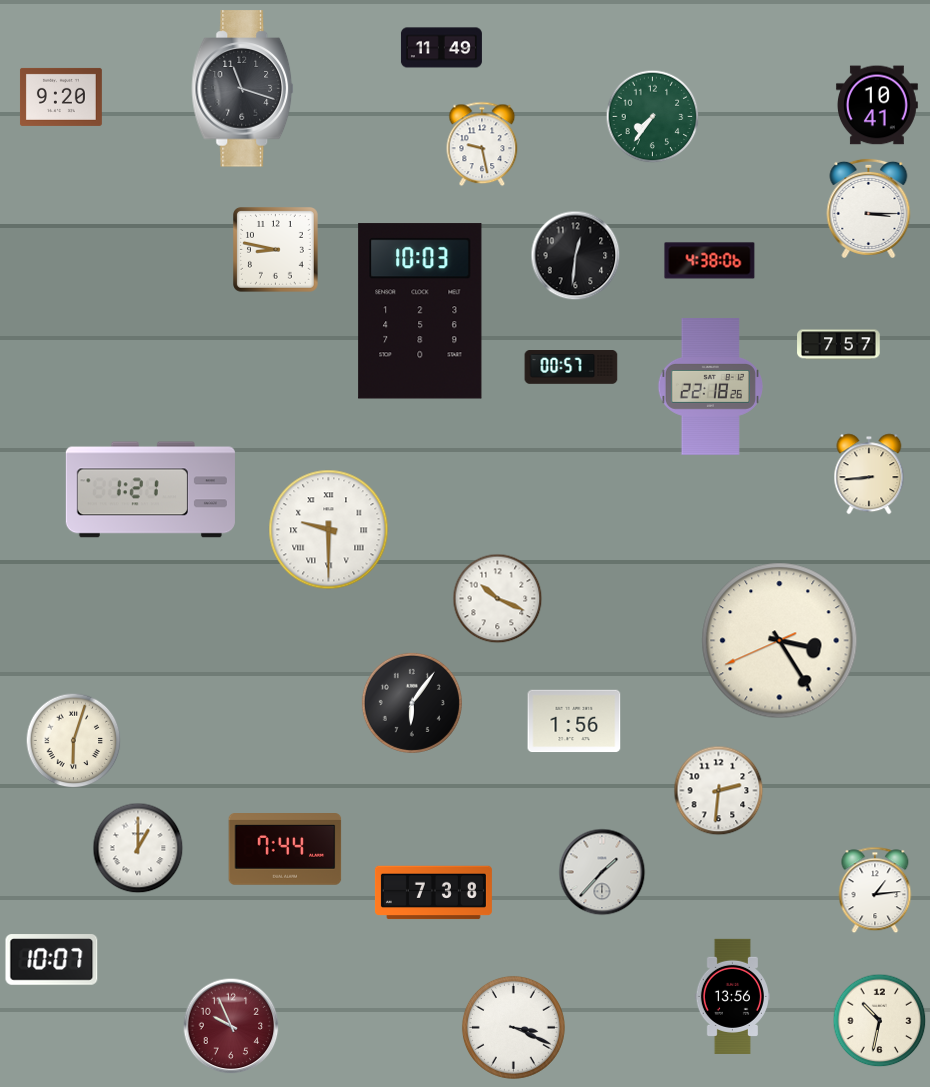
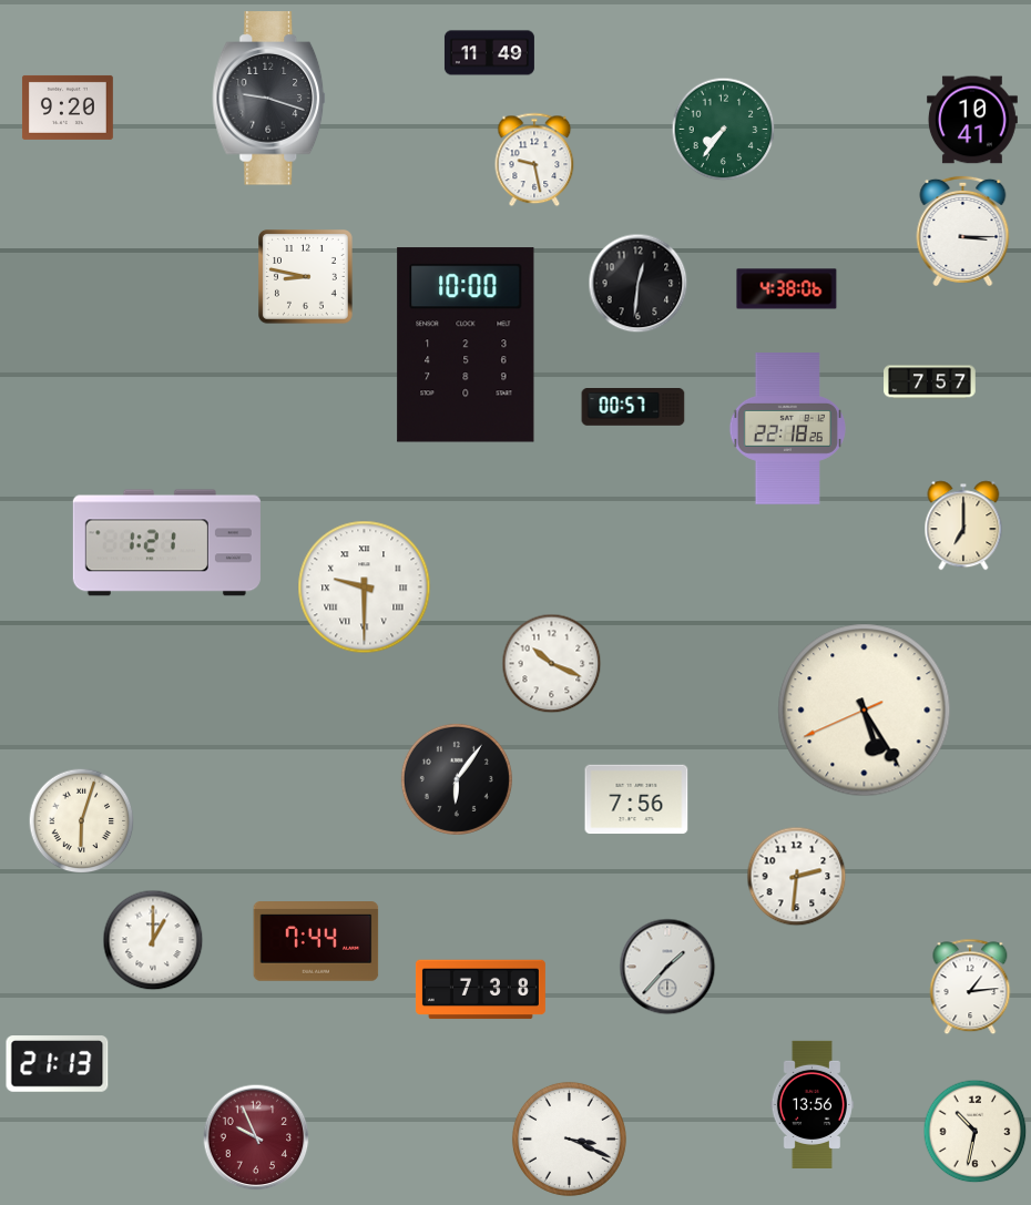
clock at (243, 89): 11:18 -> 9:18
clock at (877, 105) position: (877, 105) -> (972, 120)
clock at (420, 311): 10:03 -> 10:00
clock at (869, 474): 8:44 -> 7:00
clock at (780, 641): 3:24 -> 5:24
clock at (574, 721): 1:56 -> 7:56
clock at (52, 960): 10:07 -> 21:13
